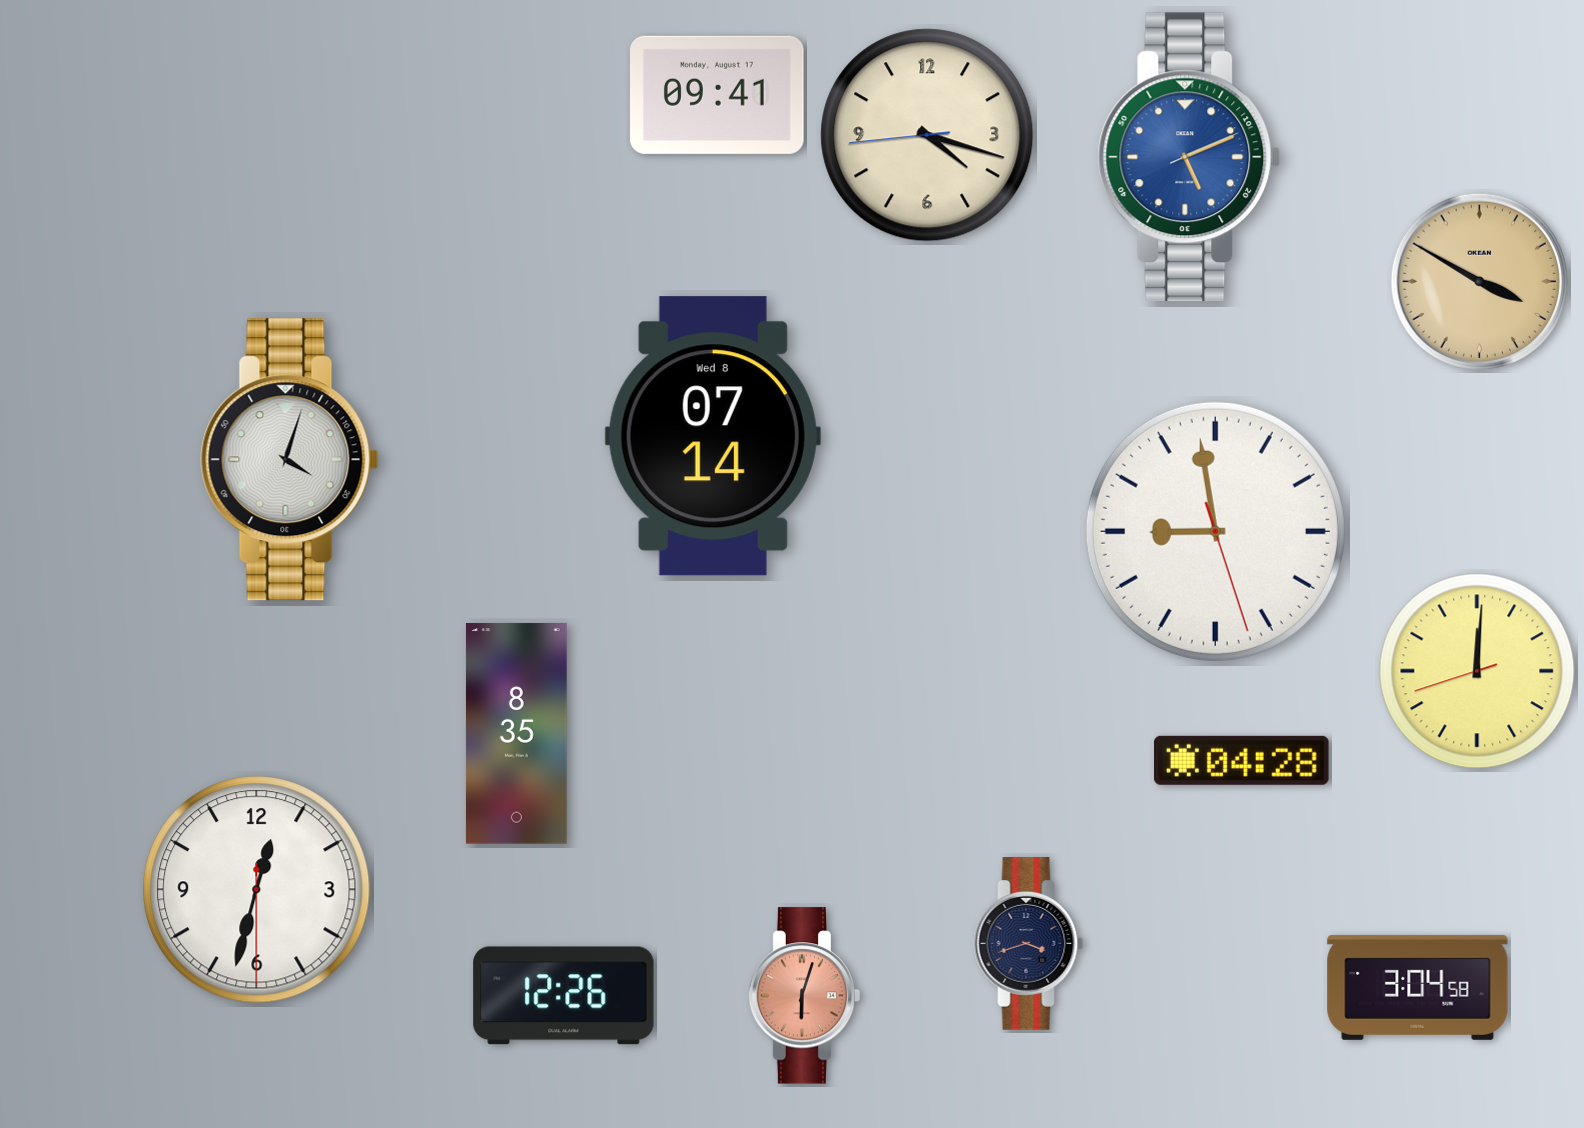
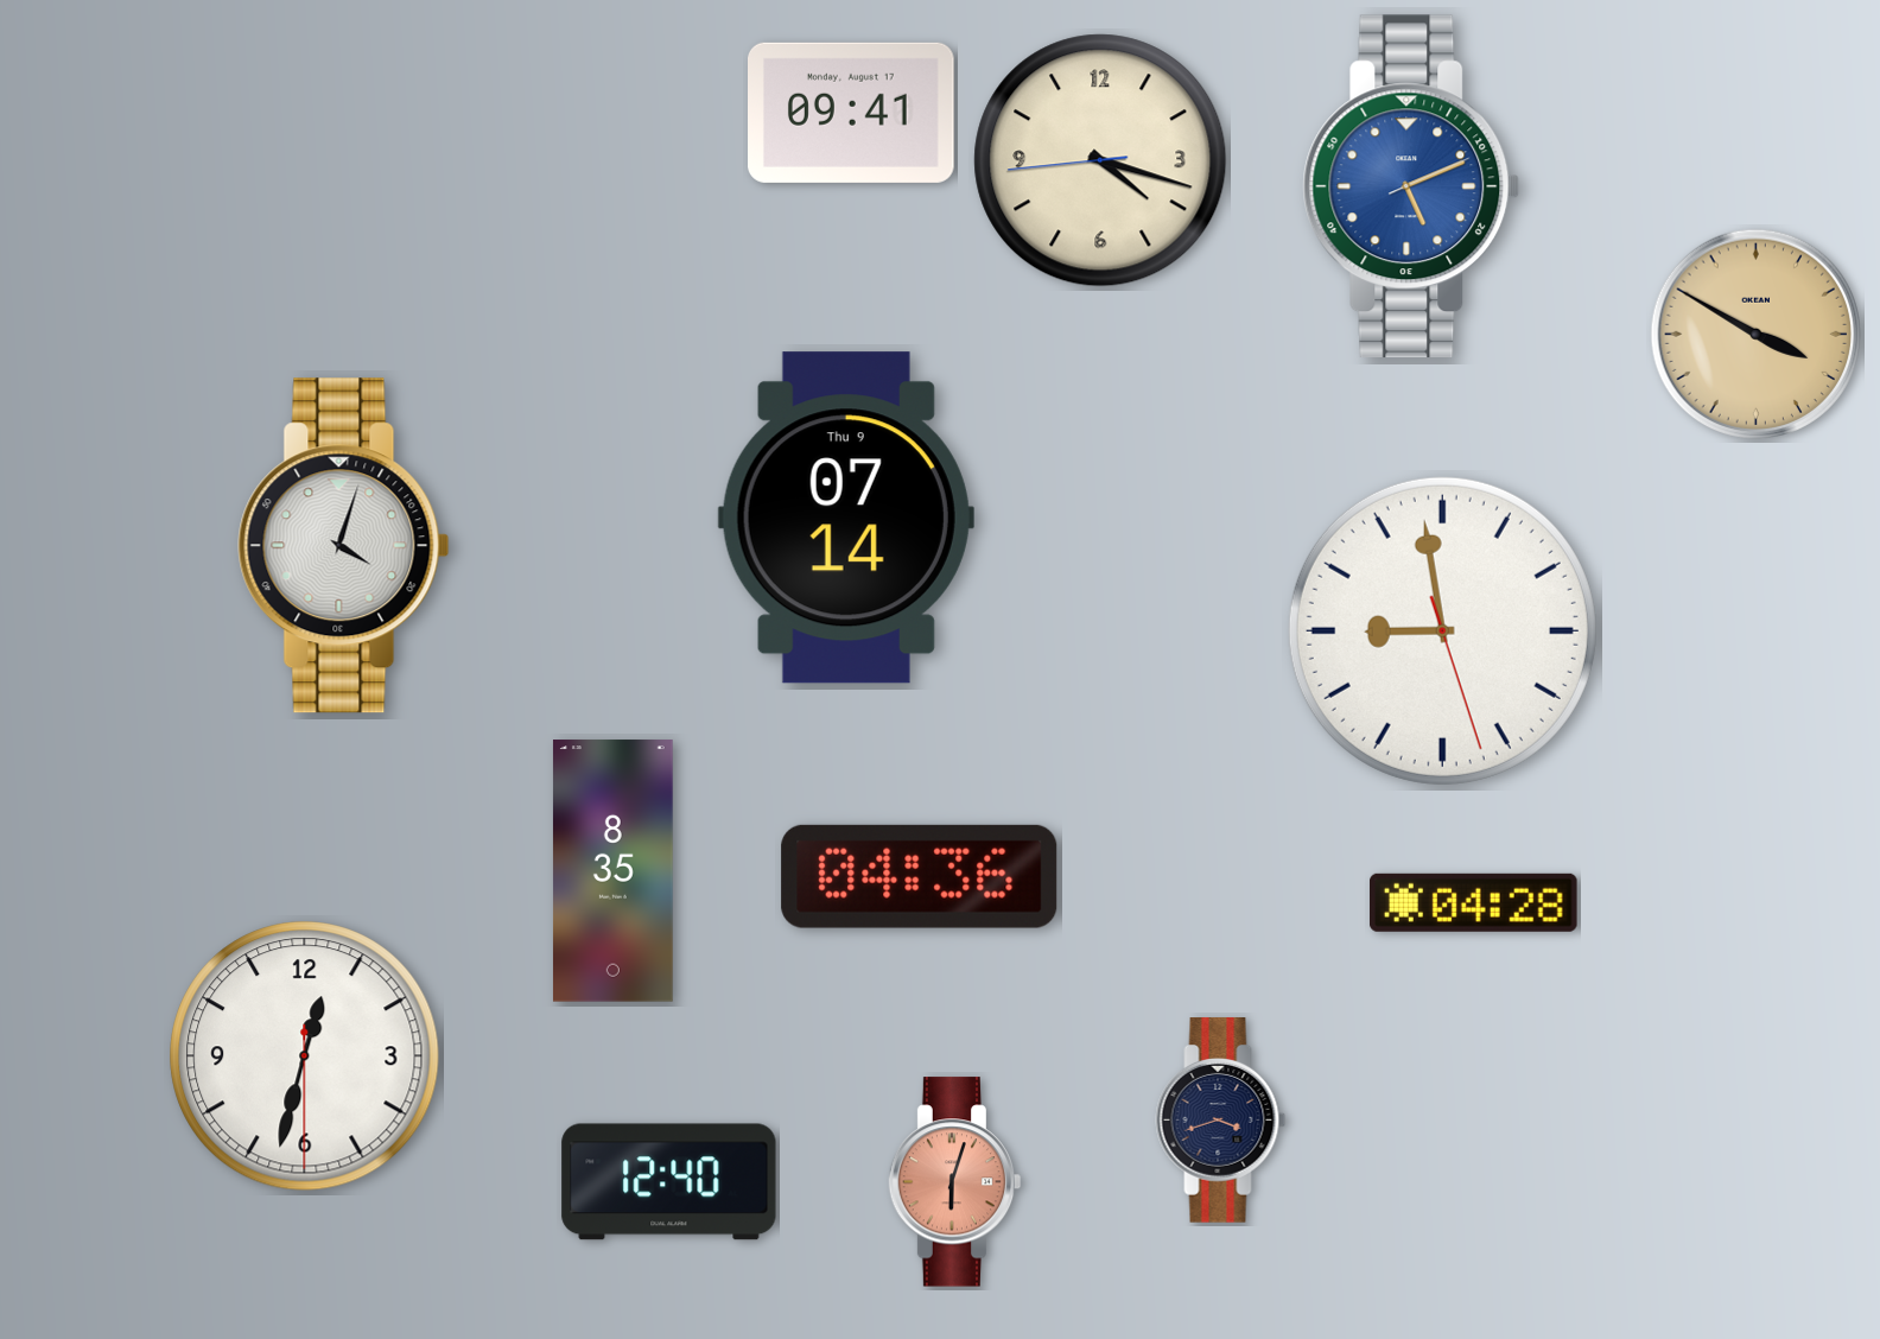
clock at (713, 436) date: Wed 8 -> Thu 9
clock at (1477, 671): 12:00 -> none
clock at (920, 876): none -> 04:36
clock at (1418, 987): 3:04 -> none
clock at (564, 996): 12:26 -> 12:40
